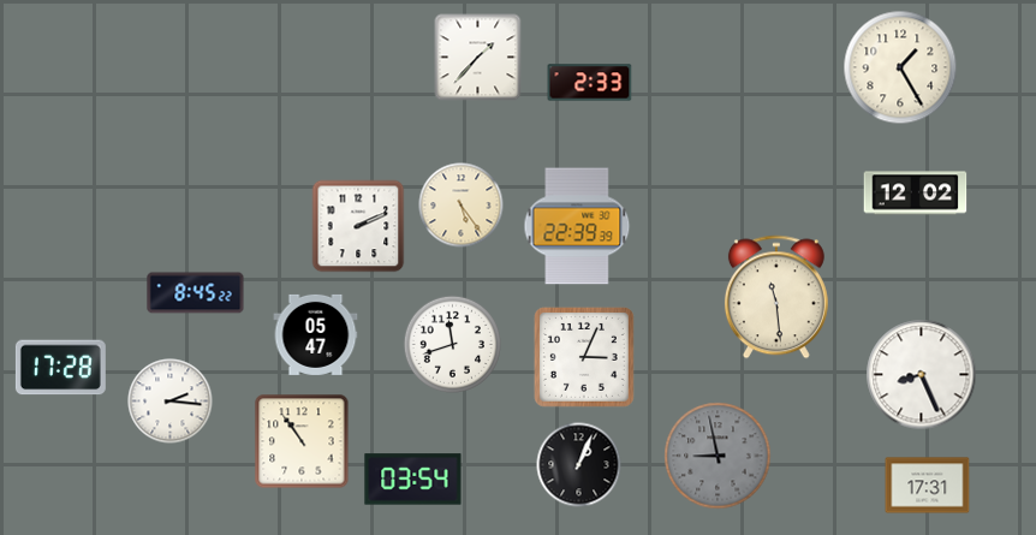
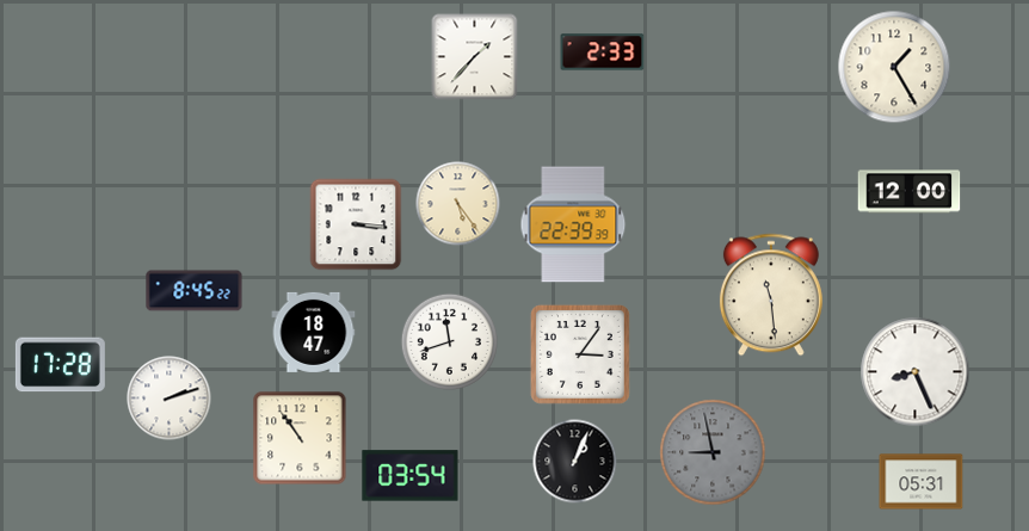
clock at (590, 83) position: (590, 83) -> (603, 53)
clock at (916, 194): 12:02 -> 12:00
clock at (358, 226): 2:11 -> 3:16
clock at (316, 334): 05:47 -> 18:47
clock at (584, 357): 3:04 -> 3:06
clock at (171, 402): 2:16 -> 2:12
clock at (928, 486): 17:31 -> 05:31
